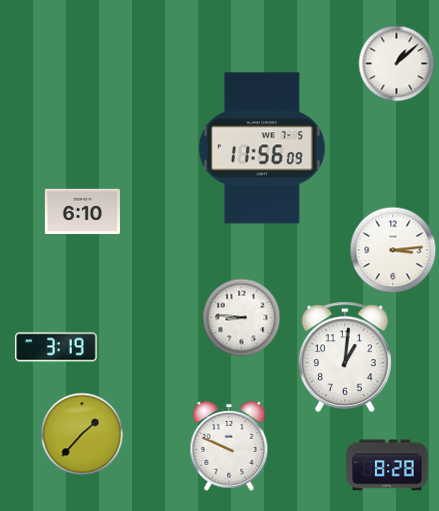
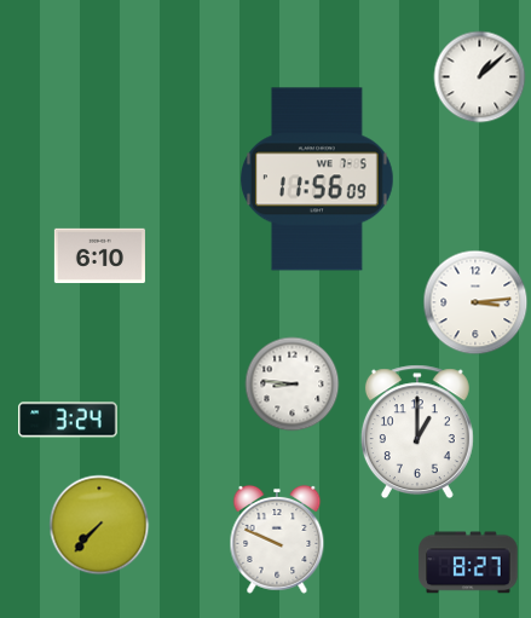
clock at (56, 347): 3:19 -> 3:24
clock at (345, 357): 1:01 -> 1:00
clock at (82, 434): 1:37 -> 7:37
clock at (387, 465): 8:28 -> 8:27
